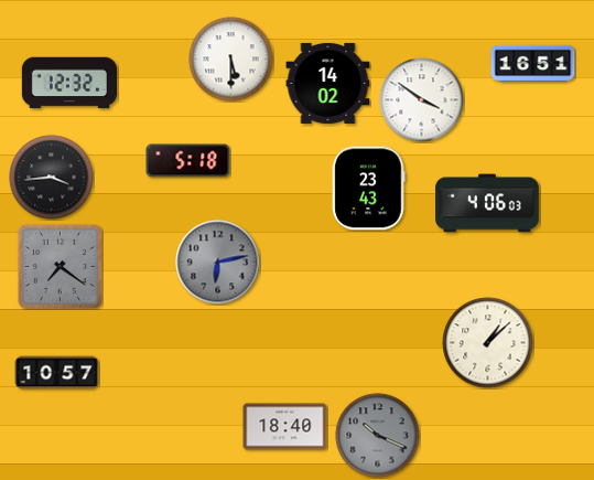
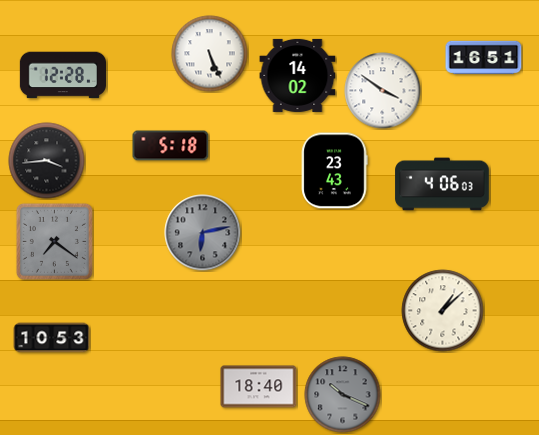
clock at (231, 60): 5:30 -> 5:26
clock at (68, 83): 12:32 -> 12:28
clock at (218, 263) position: (218, 263) -> (203, 233)
clock at (57, 373): 10:57 -> 10:53
